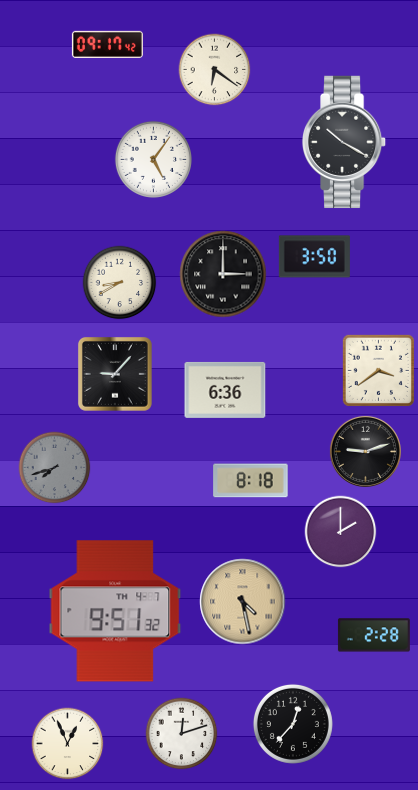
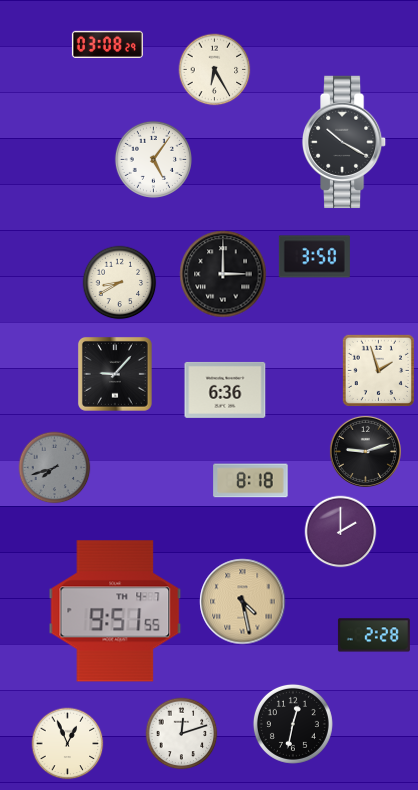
clock at (107, 44): 09:17 -> 03:08
clock at (215, 70): 6:21 -> 6:25
clock at (378, 370): 3:39 -> 1:57
clock at (115, 611): 9:51:32 -> 9:51:55
clock at (293, 724): 12:37 -> 12:32
